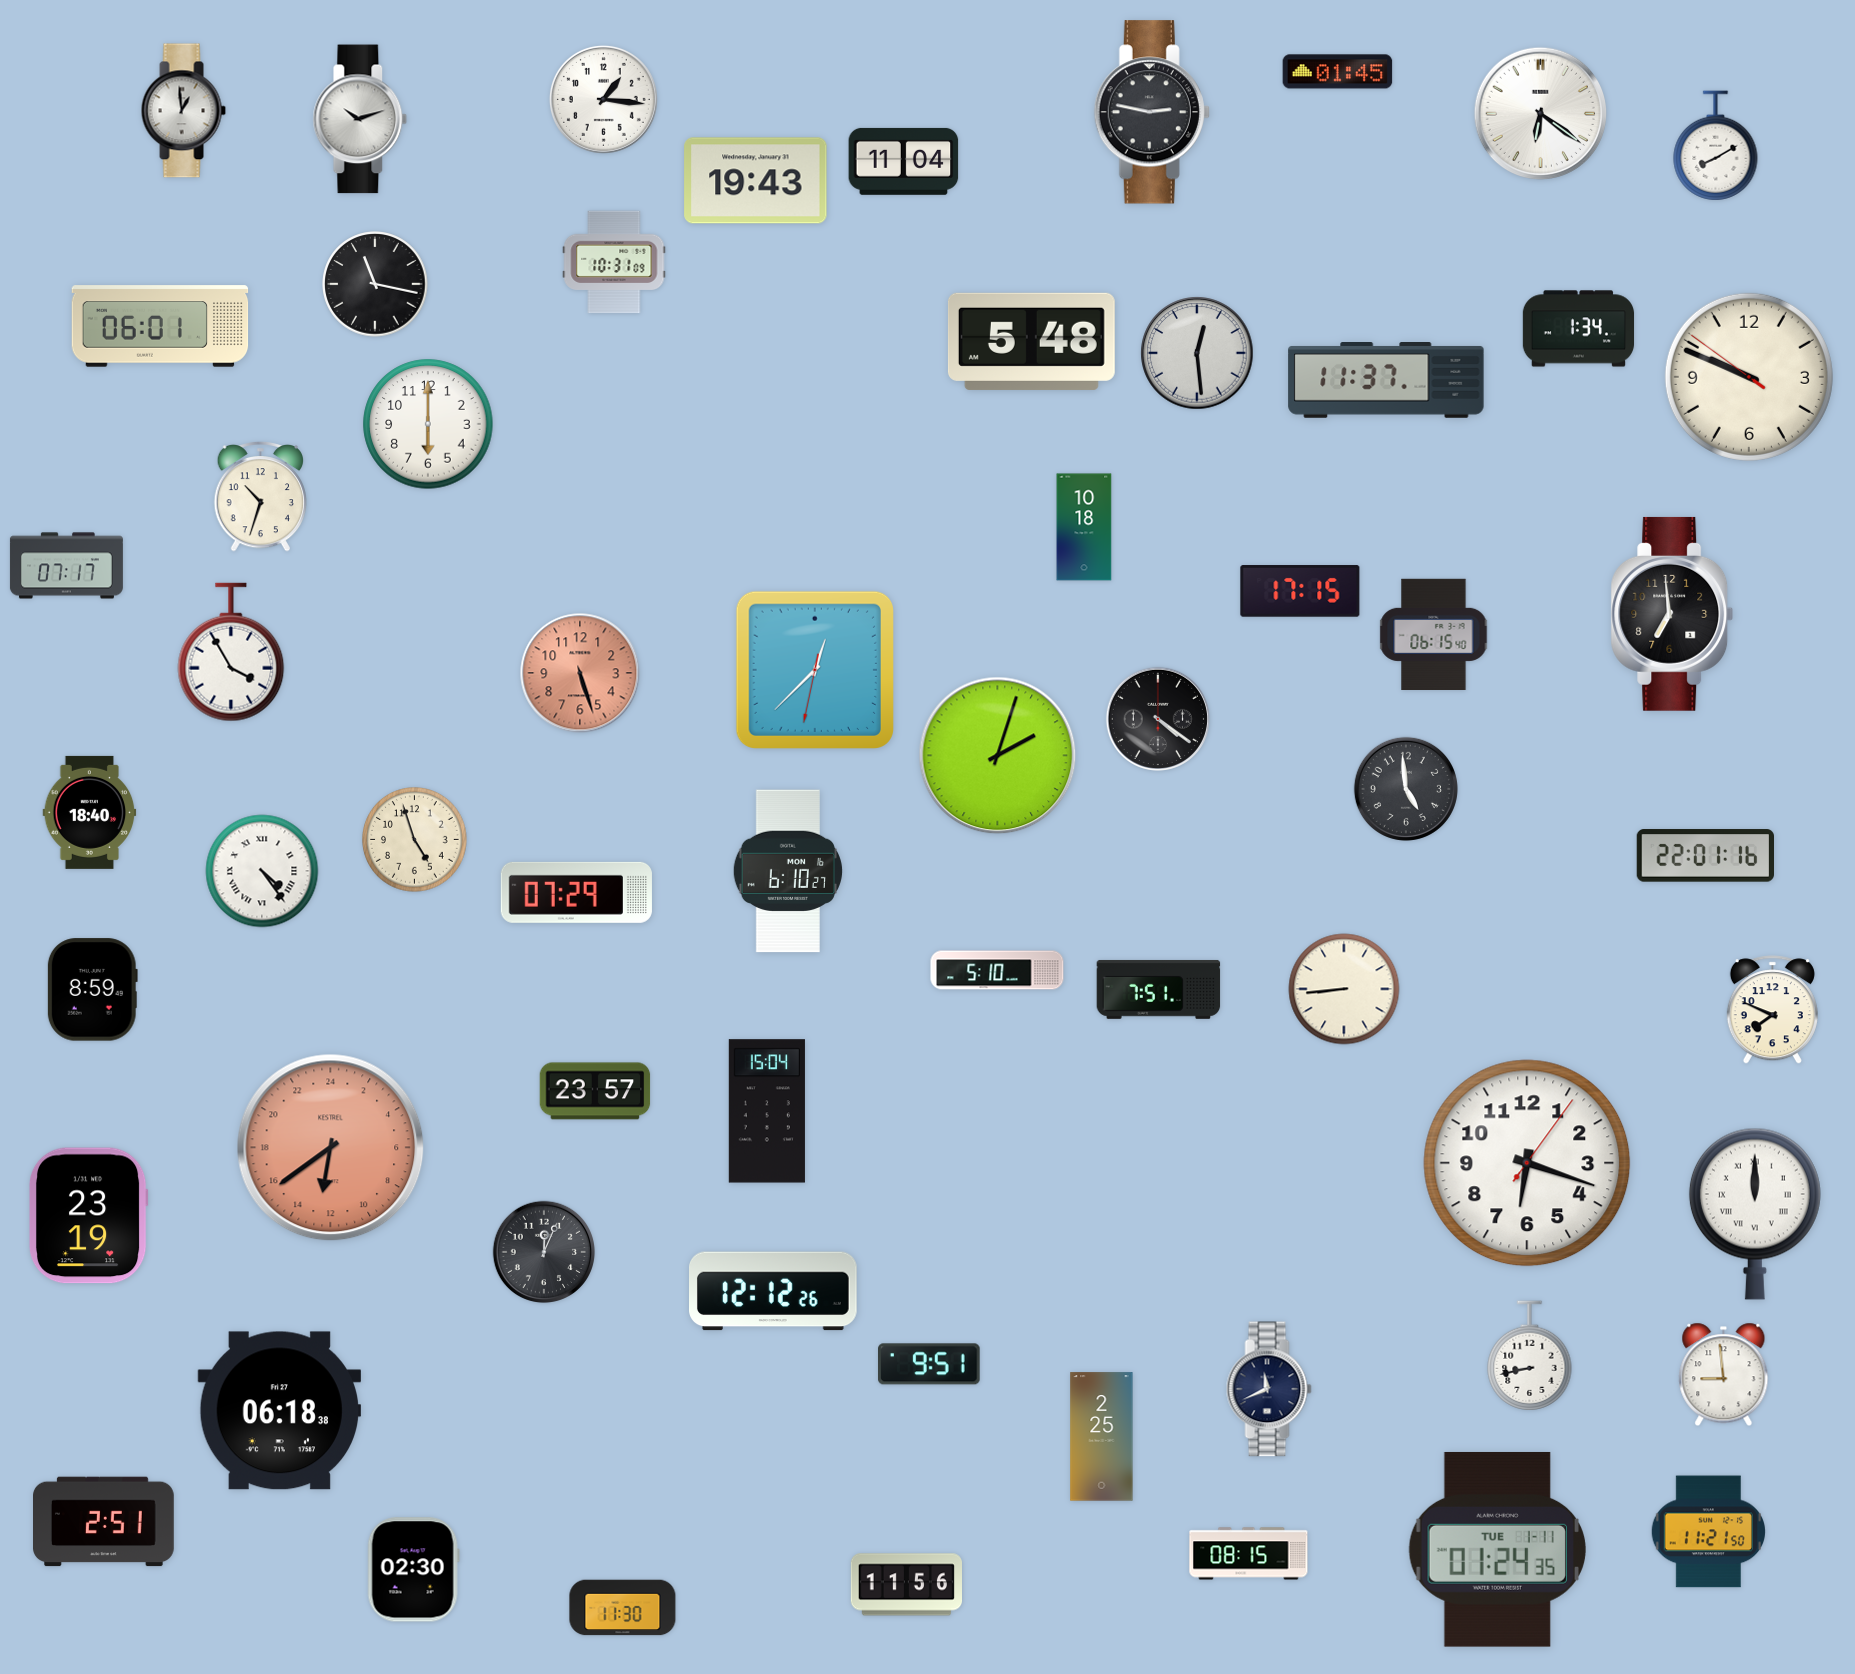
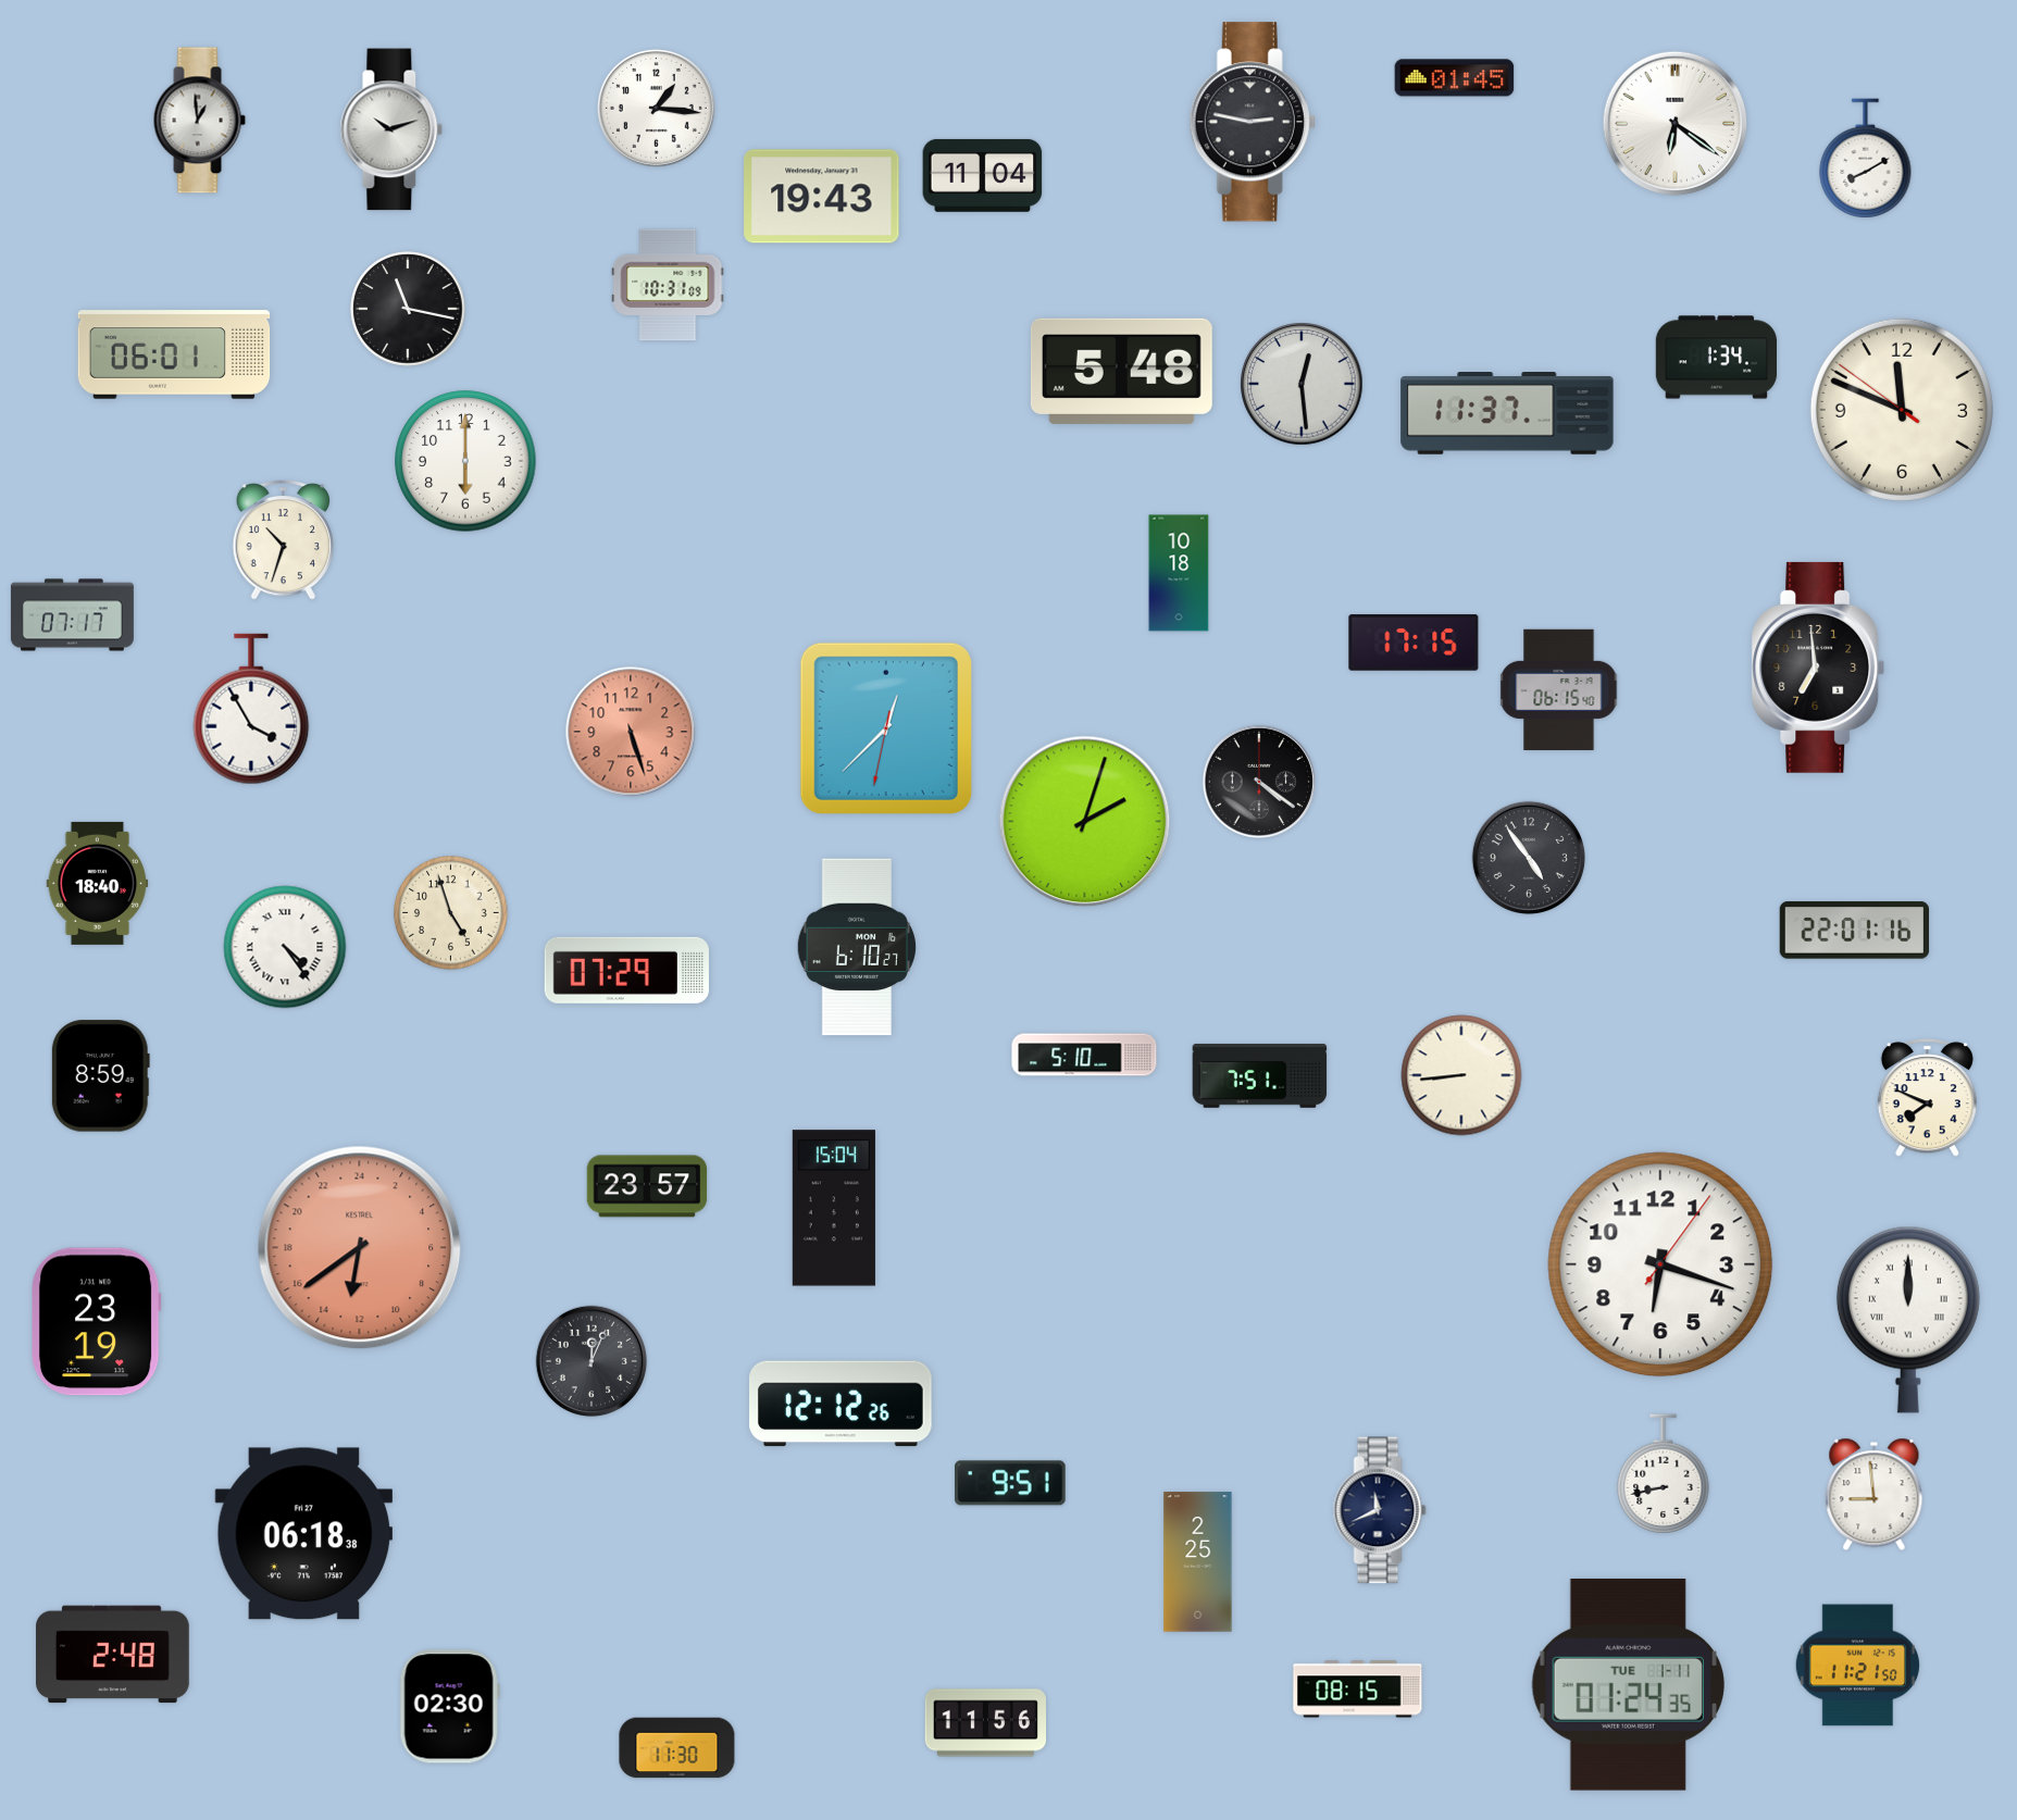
clock at (1749, 377): 9:48 -> 11:48
clock at (1406, 789): 4:59 -> 4:54
clock at (104, 1522): 2:51 -> 2:48
